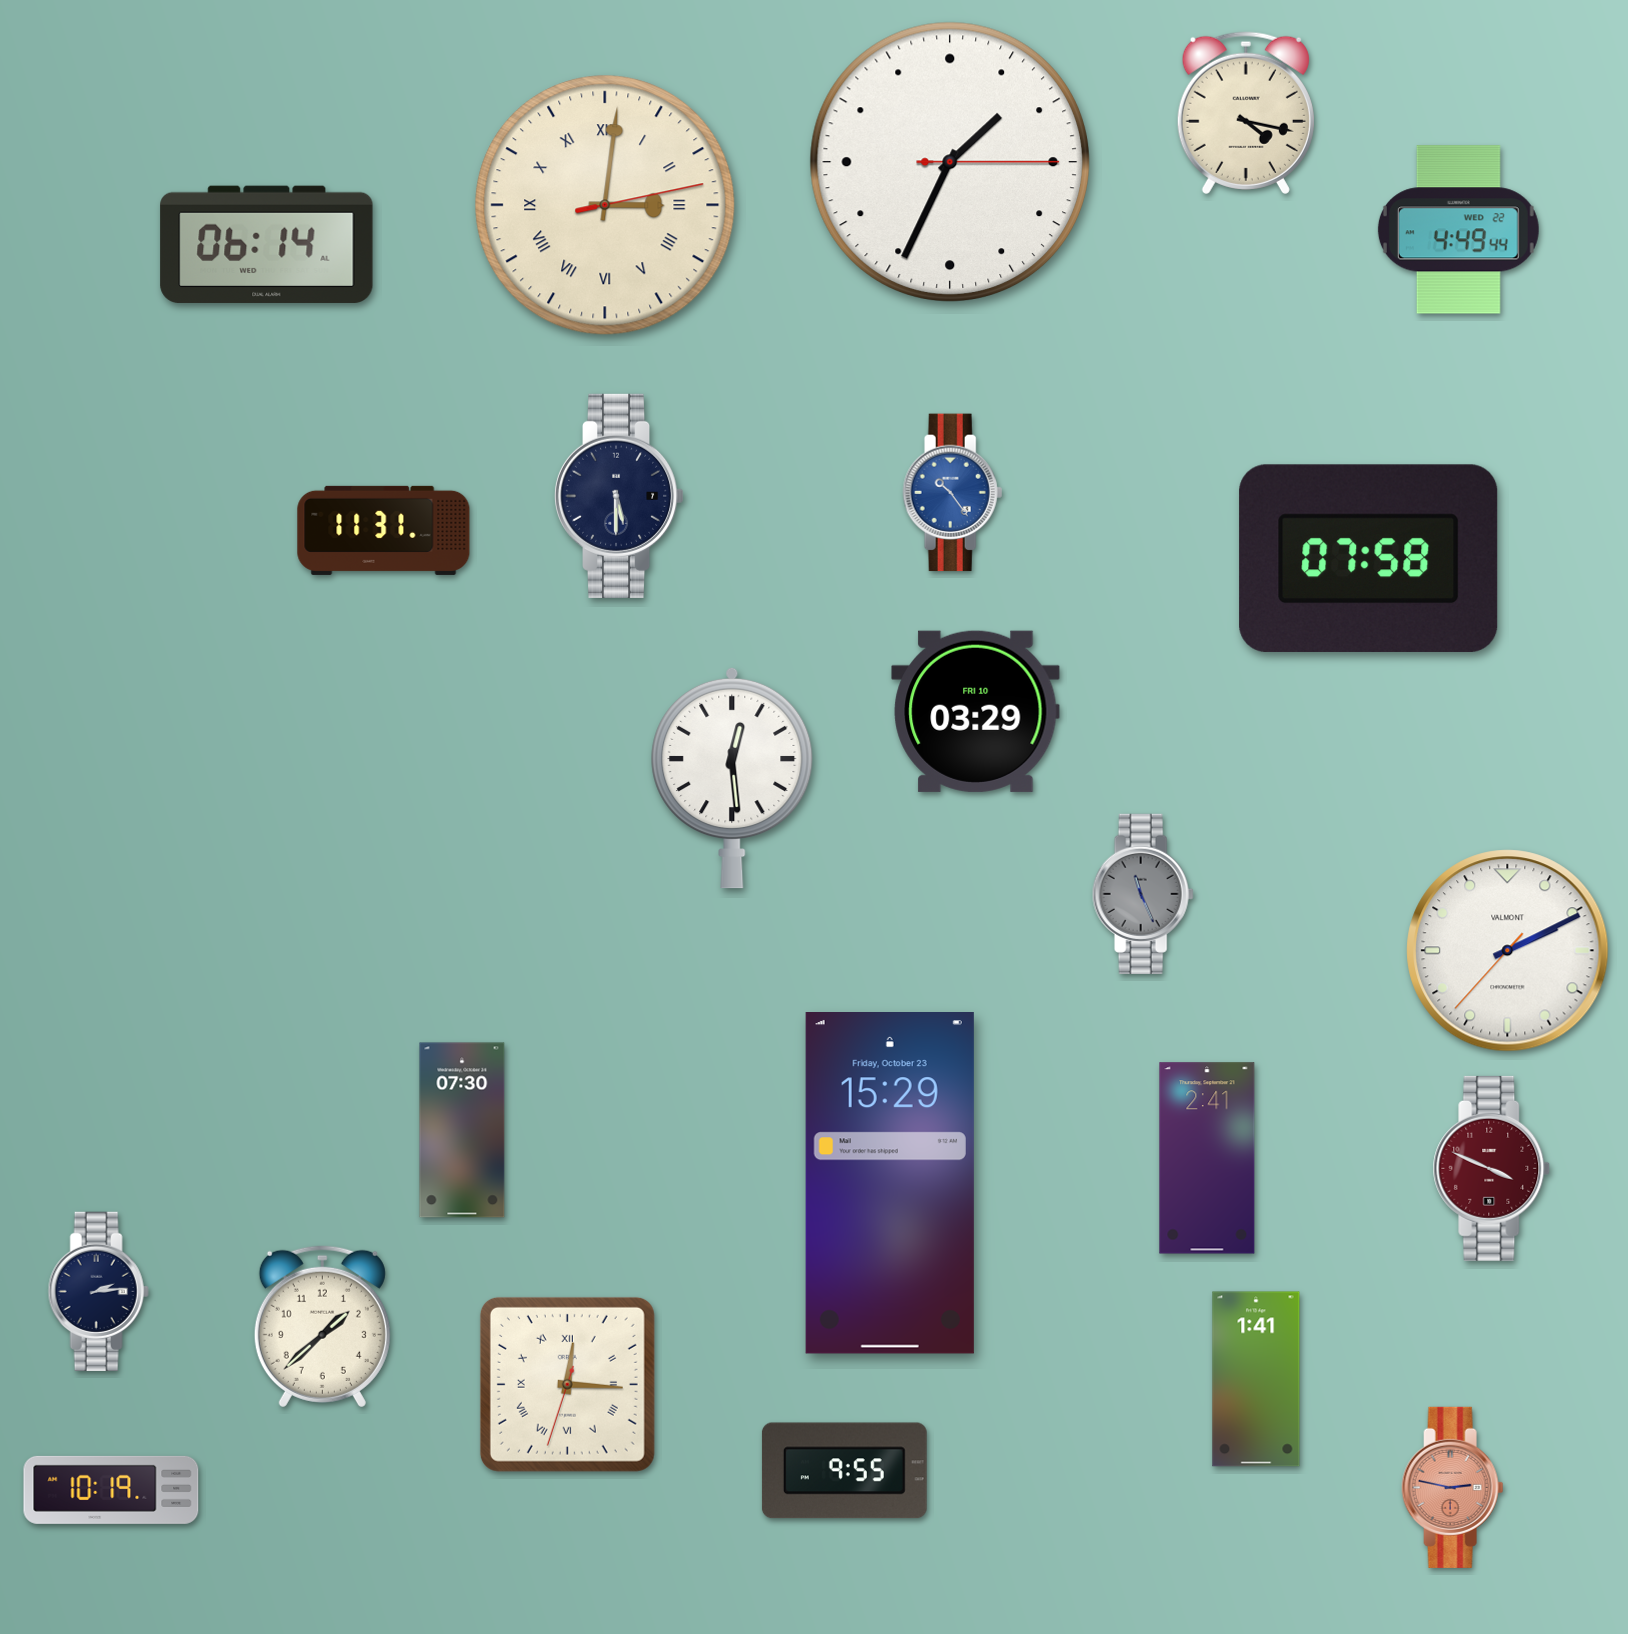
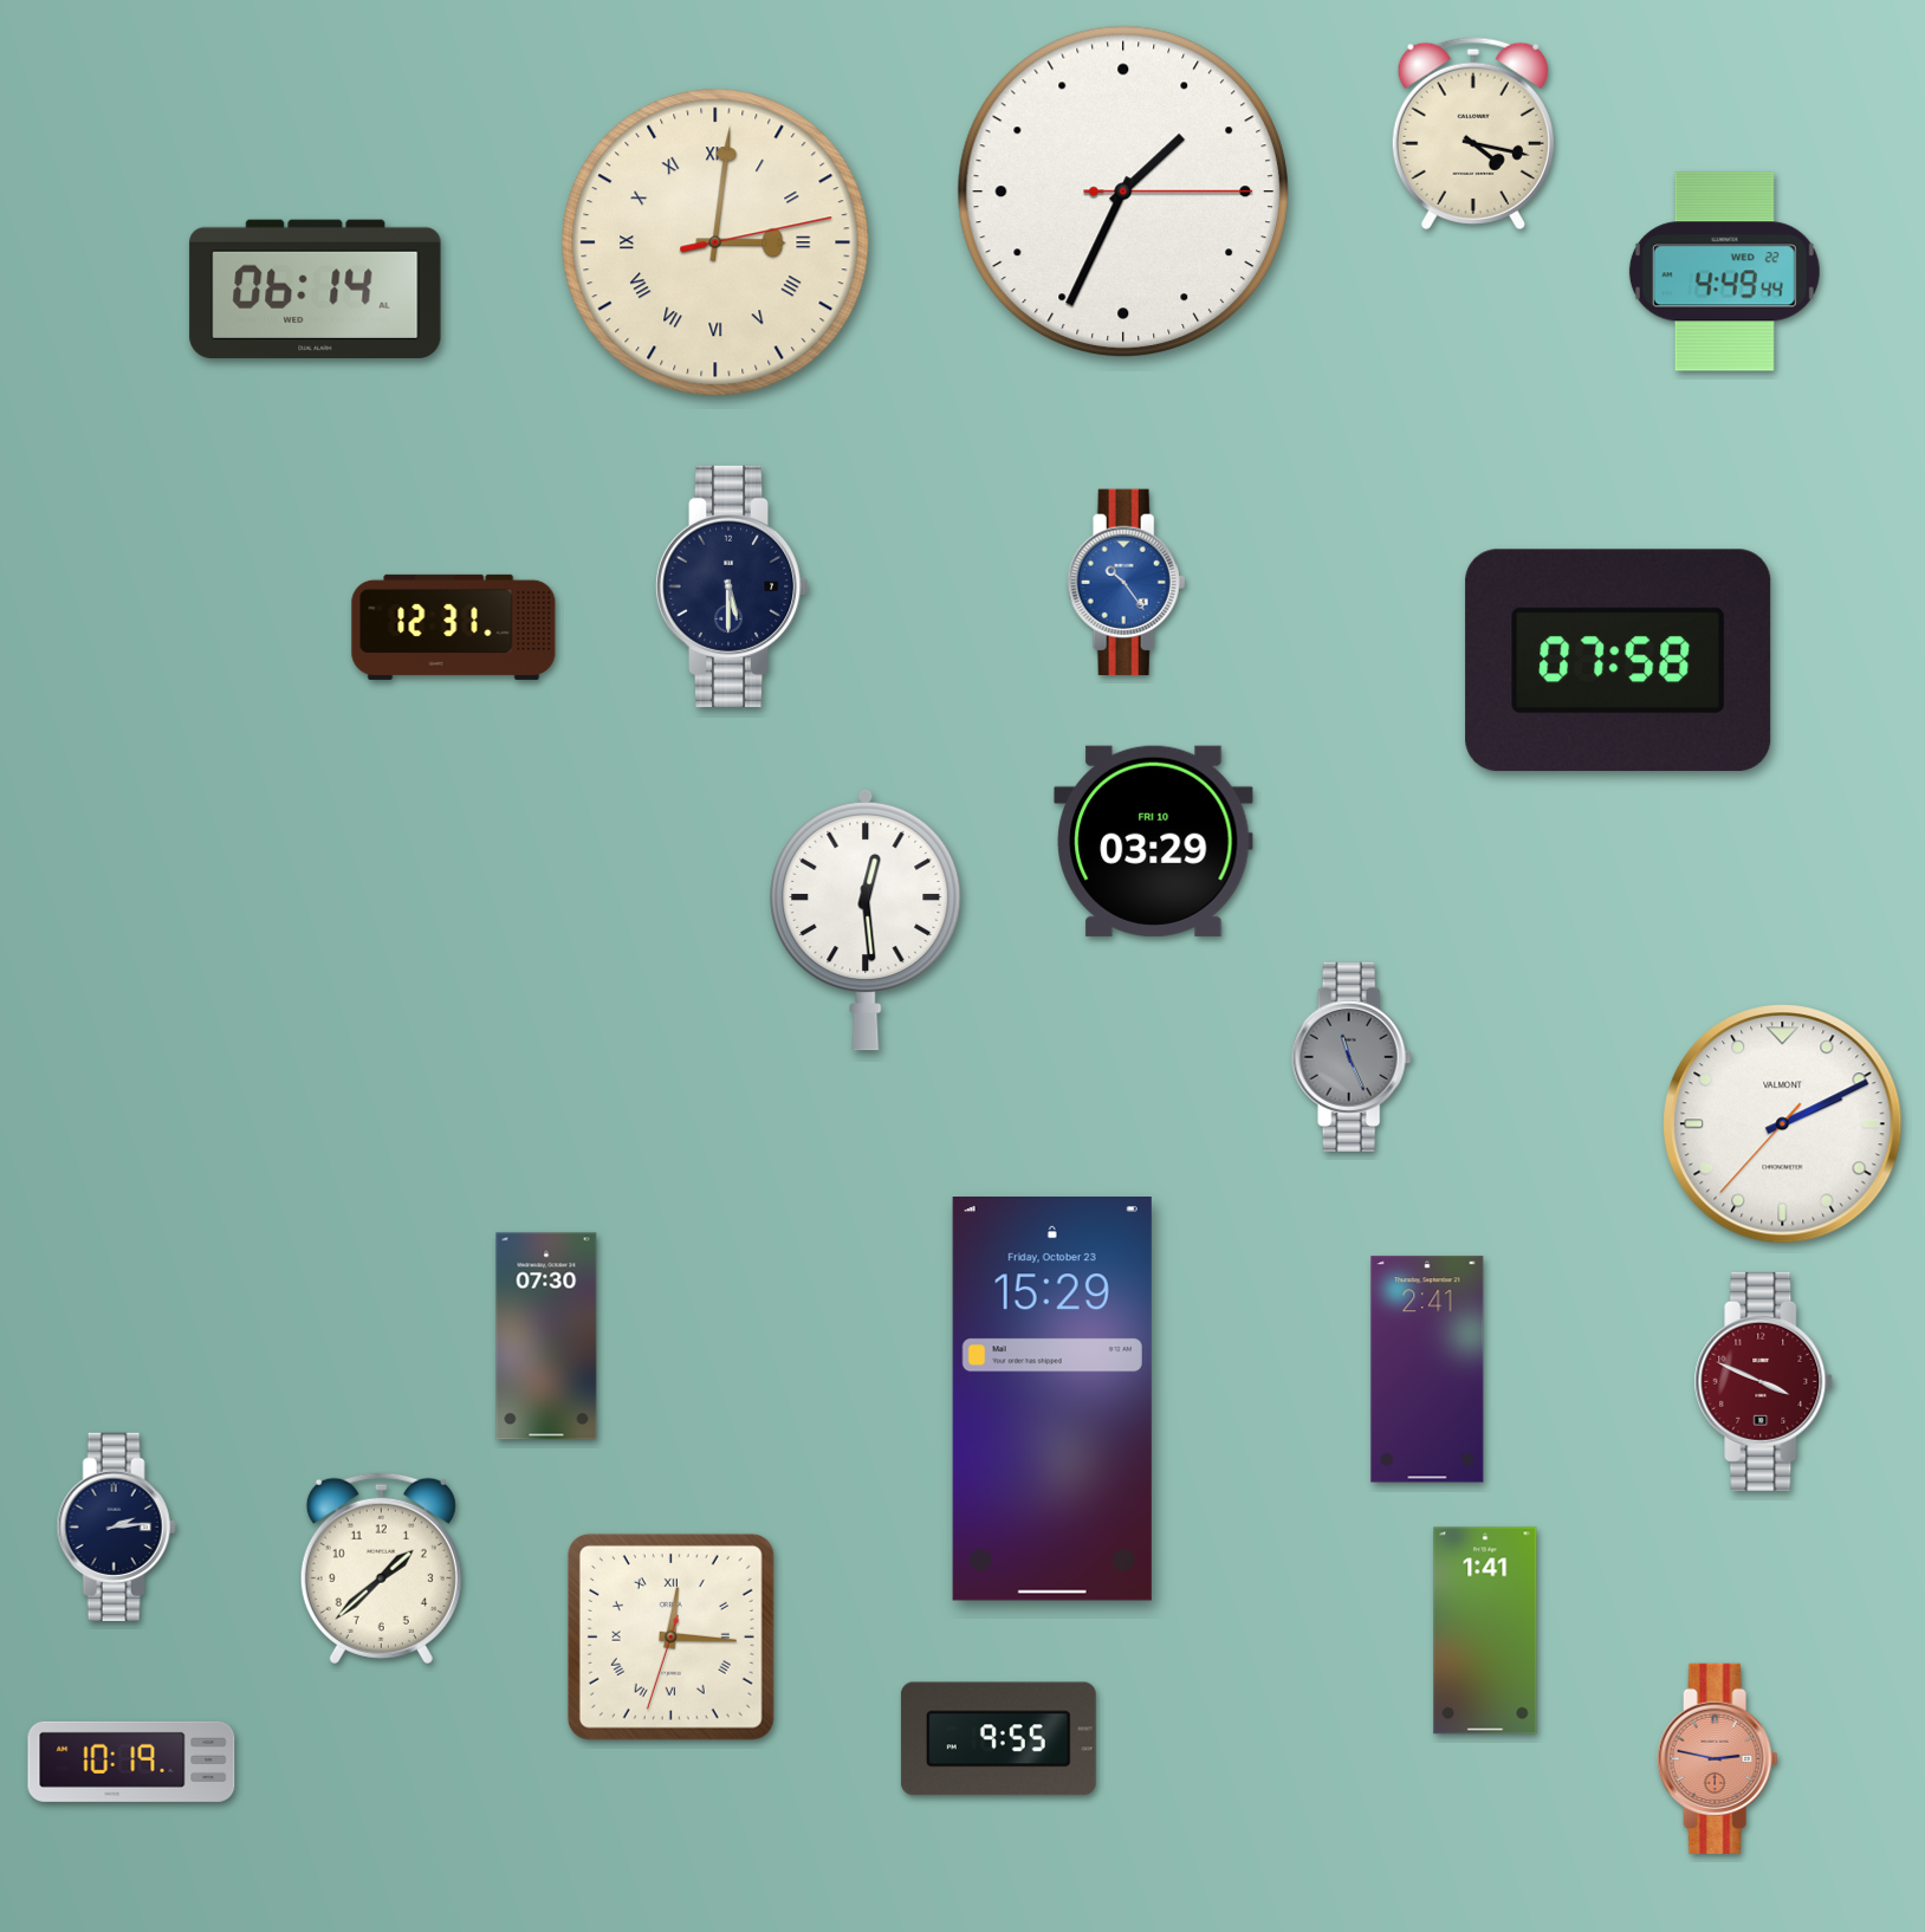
clock at (384, 530): 11:31 -> 12:31
